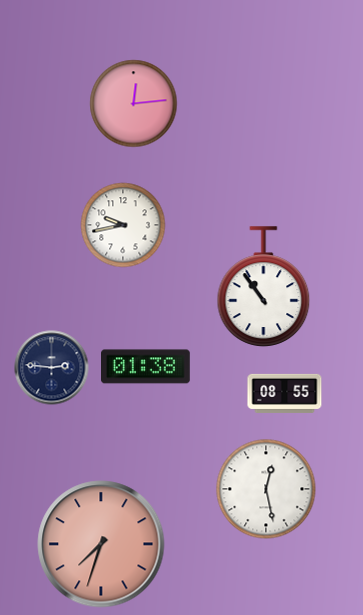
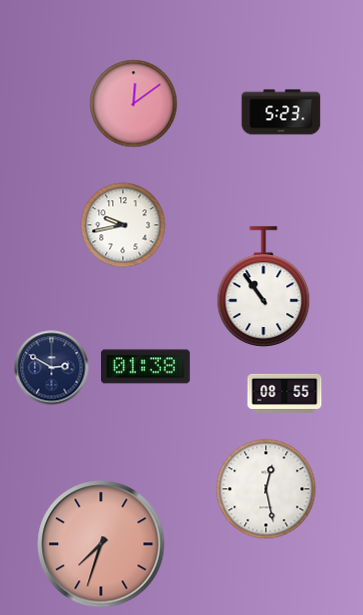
clock at (134, 104): 12:14 -> 12:09
clock at (281, 112): none -> 5:23
clock at (52, 368): 2:46 -> 2:50
